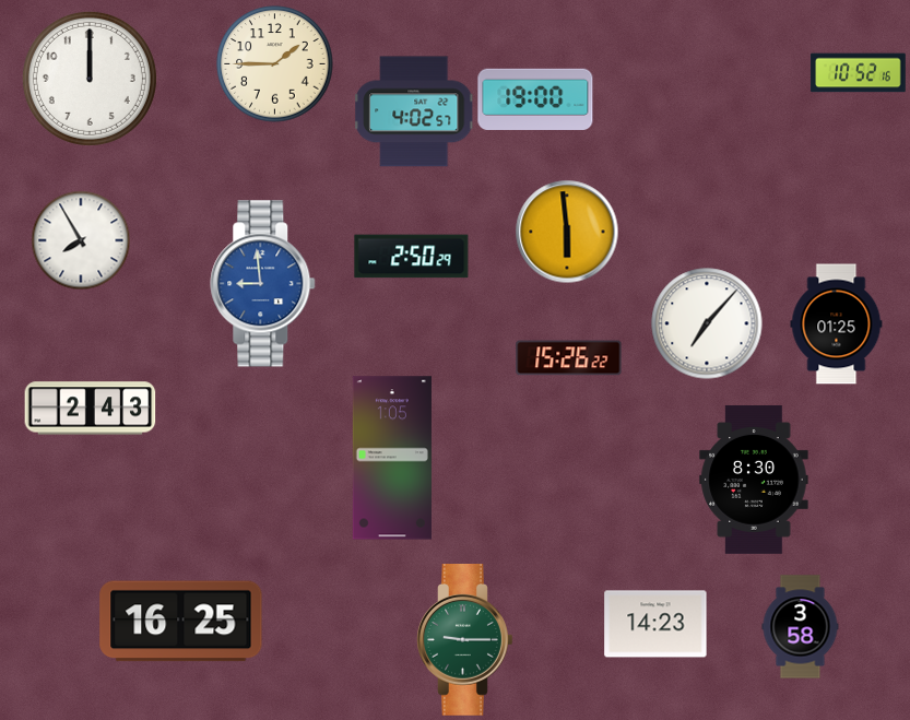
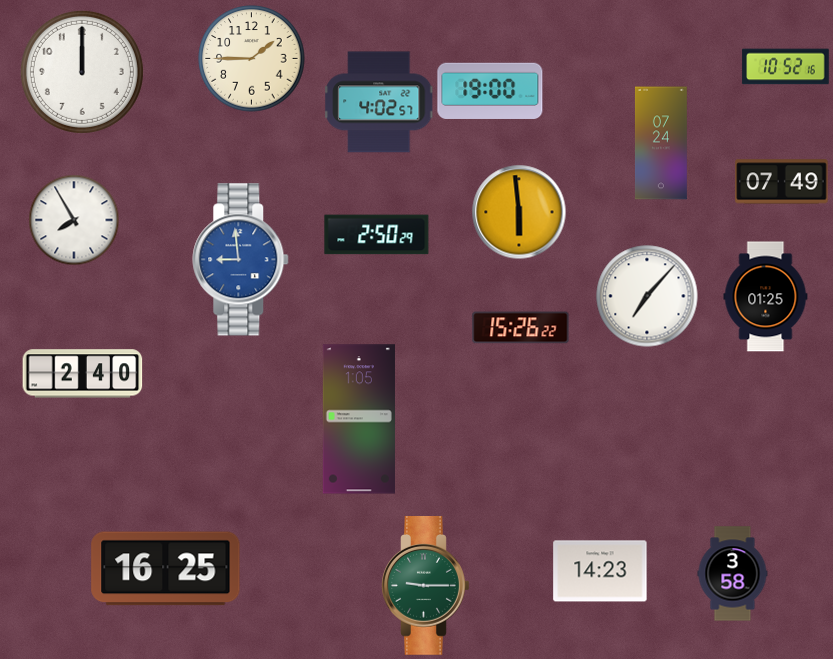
clock at (661, 143): none -> 07:24
clock at (782, 182): none -> 07:49
clock at (91, 409): 2:43 -> 2:40
clock at (754, 480): 8:30 -> none
